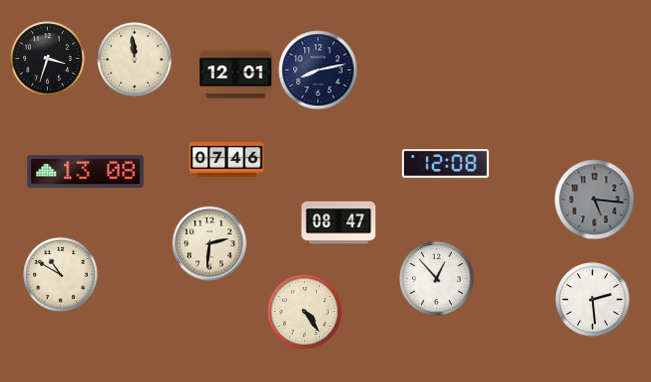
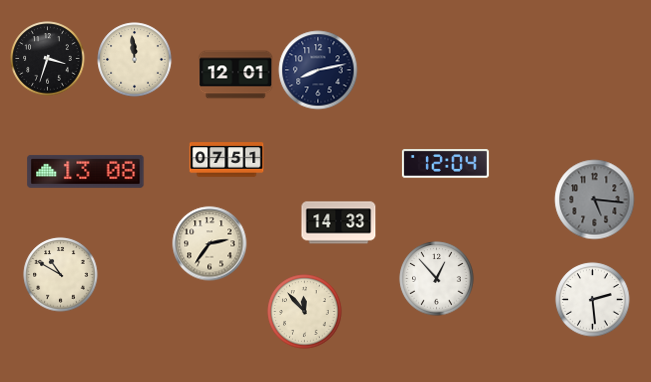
clock at (227, 160): 07:46 -> 07:51
clock at (445, 164): 12:08 -> 12:04
clock at (339, 223): 08:47 -> 14:33
clock at (210, 244): 2:31 -> 2:36
clock at (305, 312): 4:24 -> 11:53
